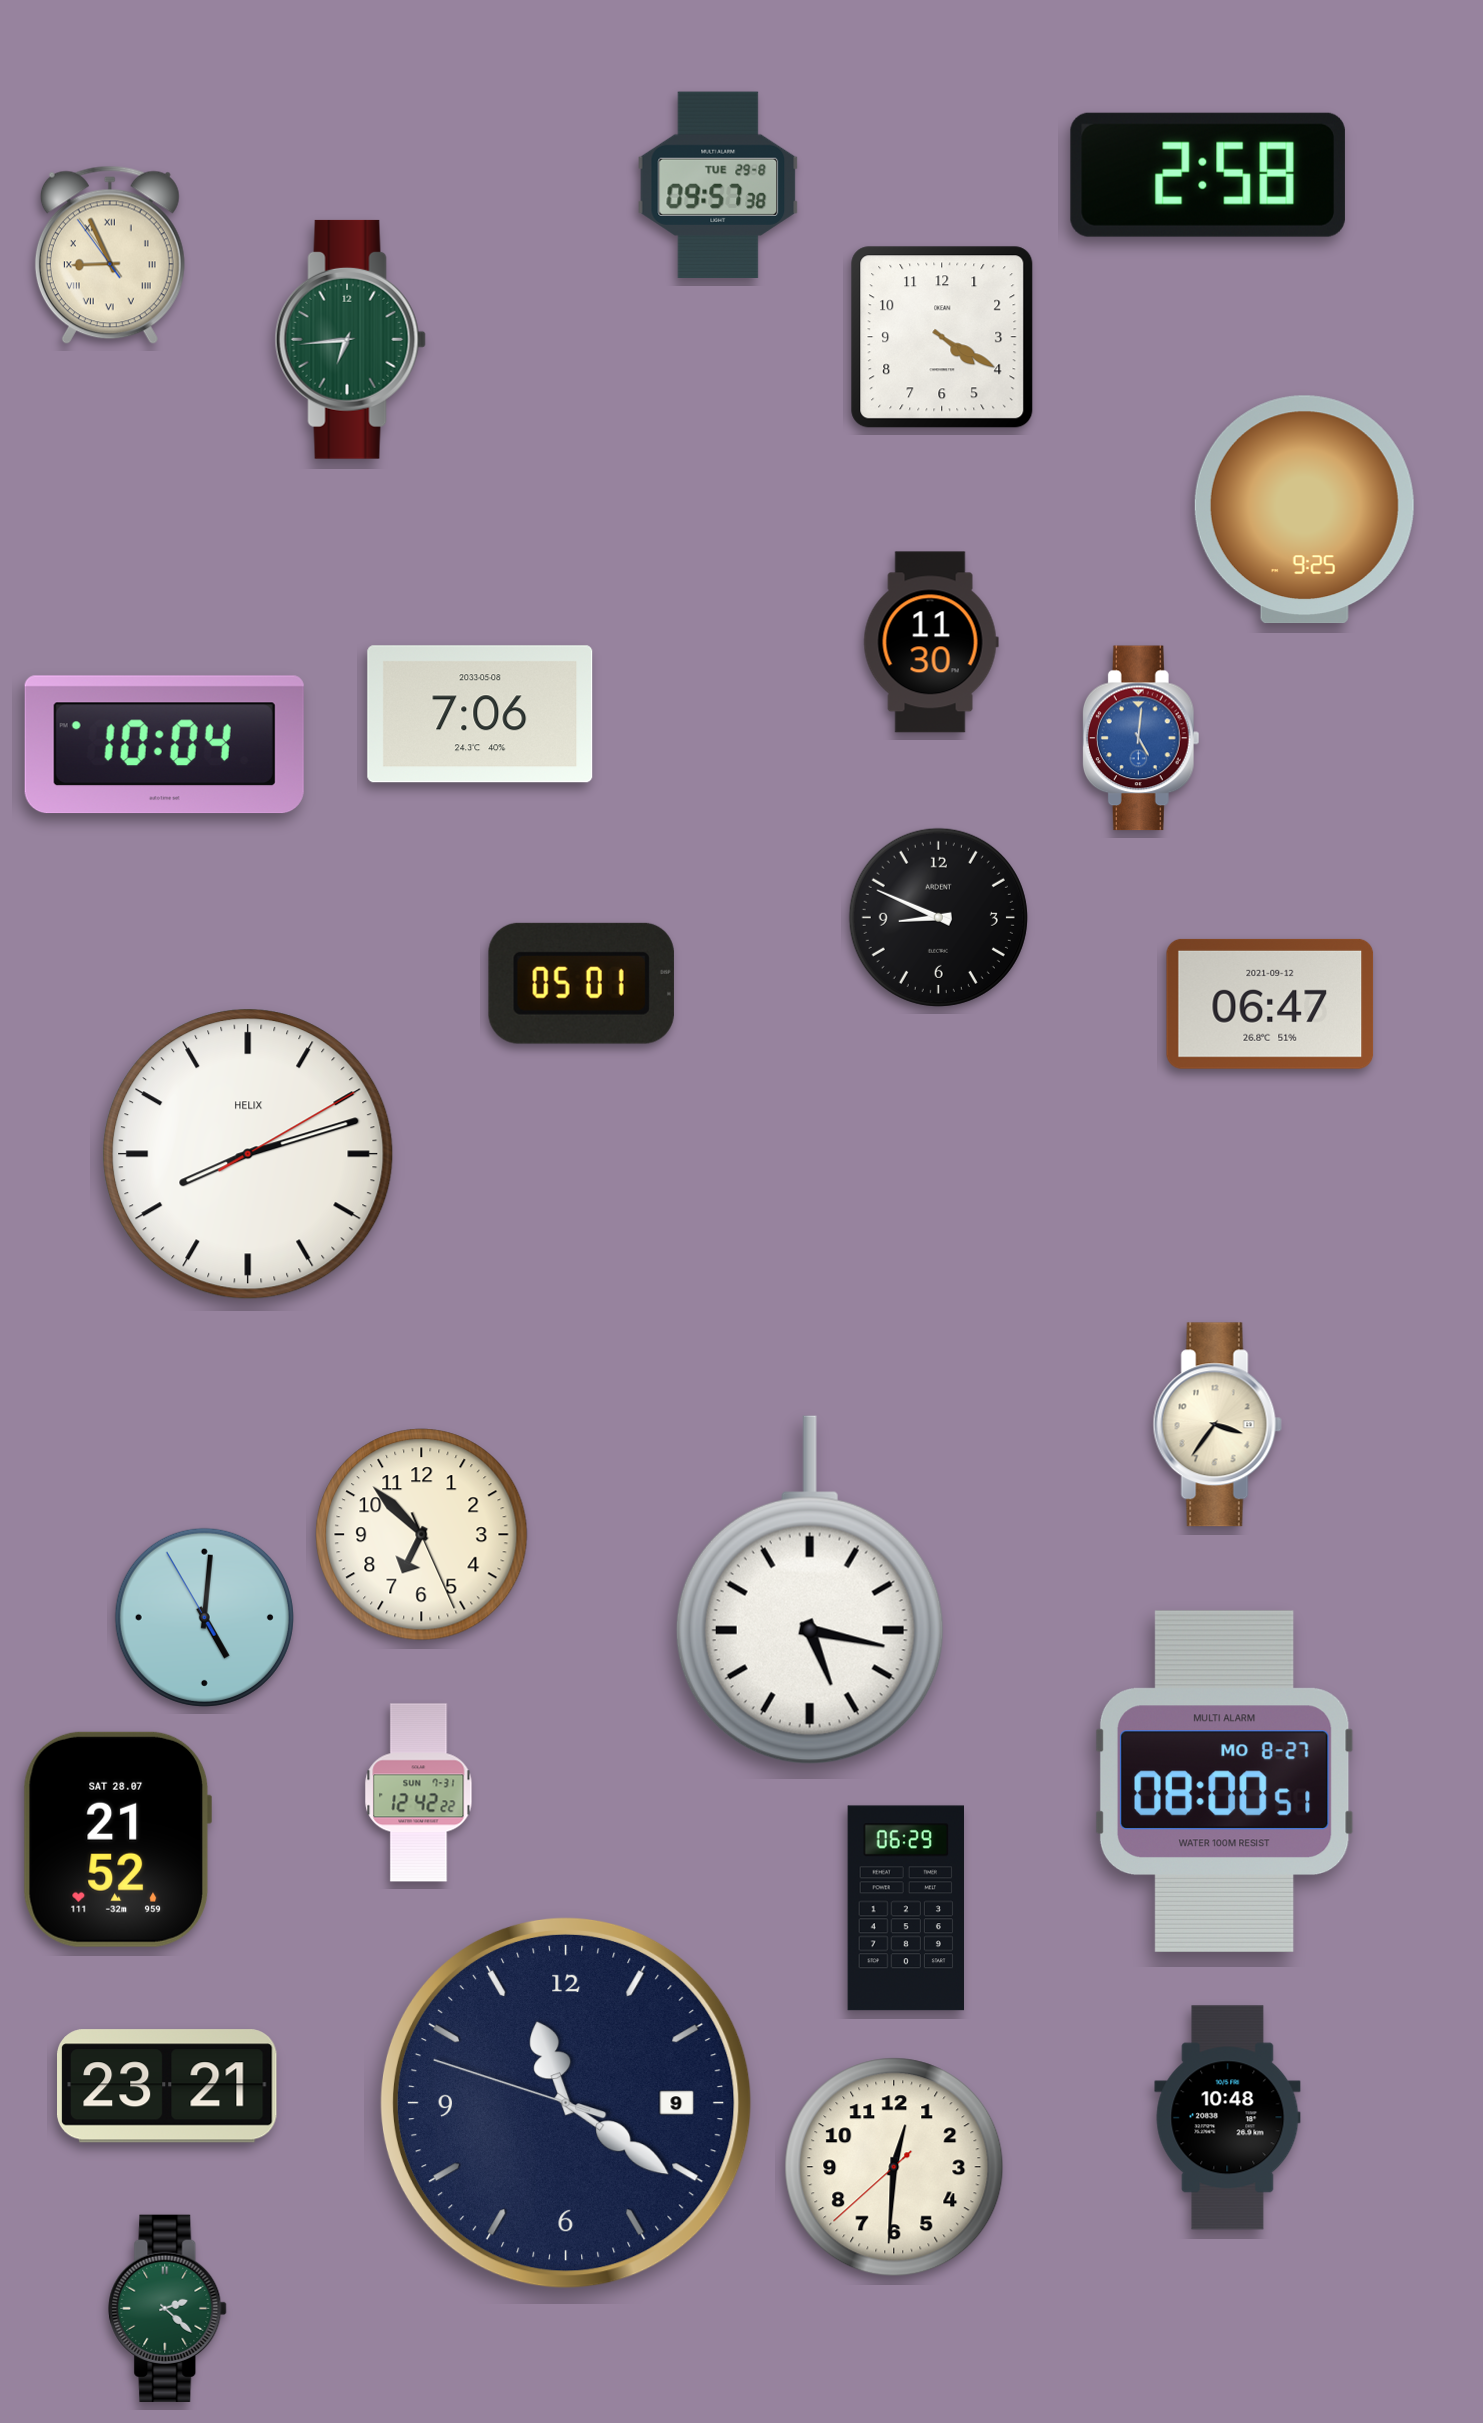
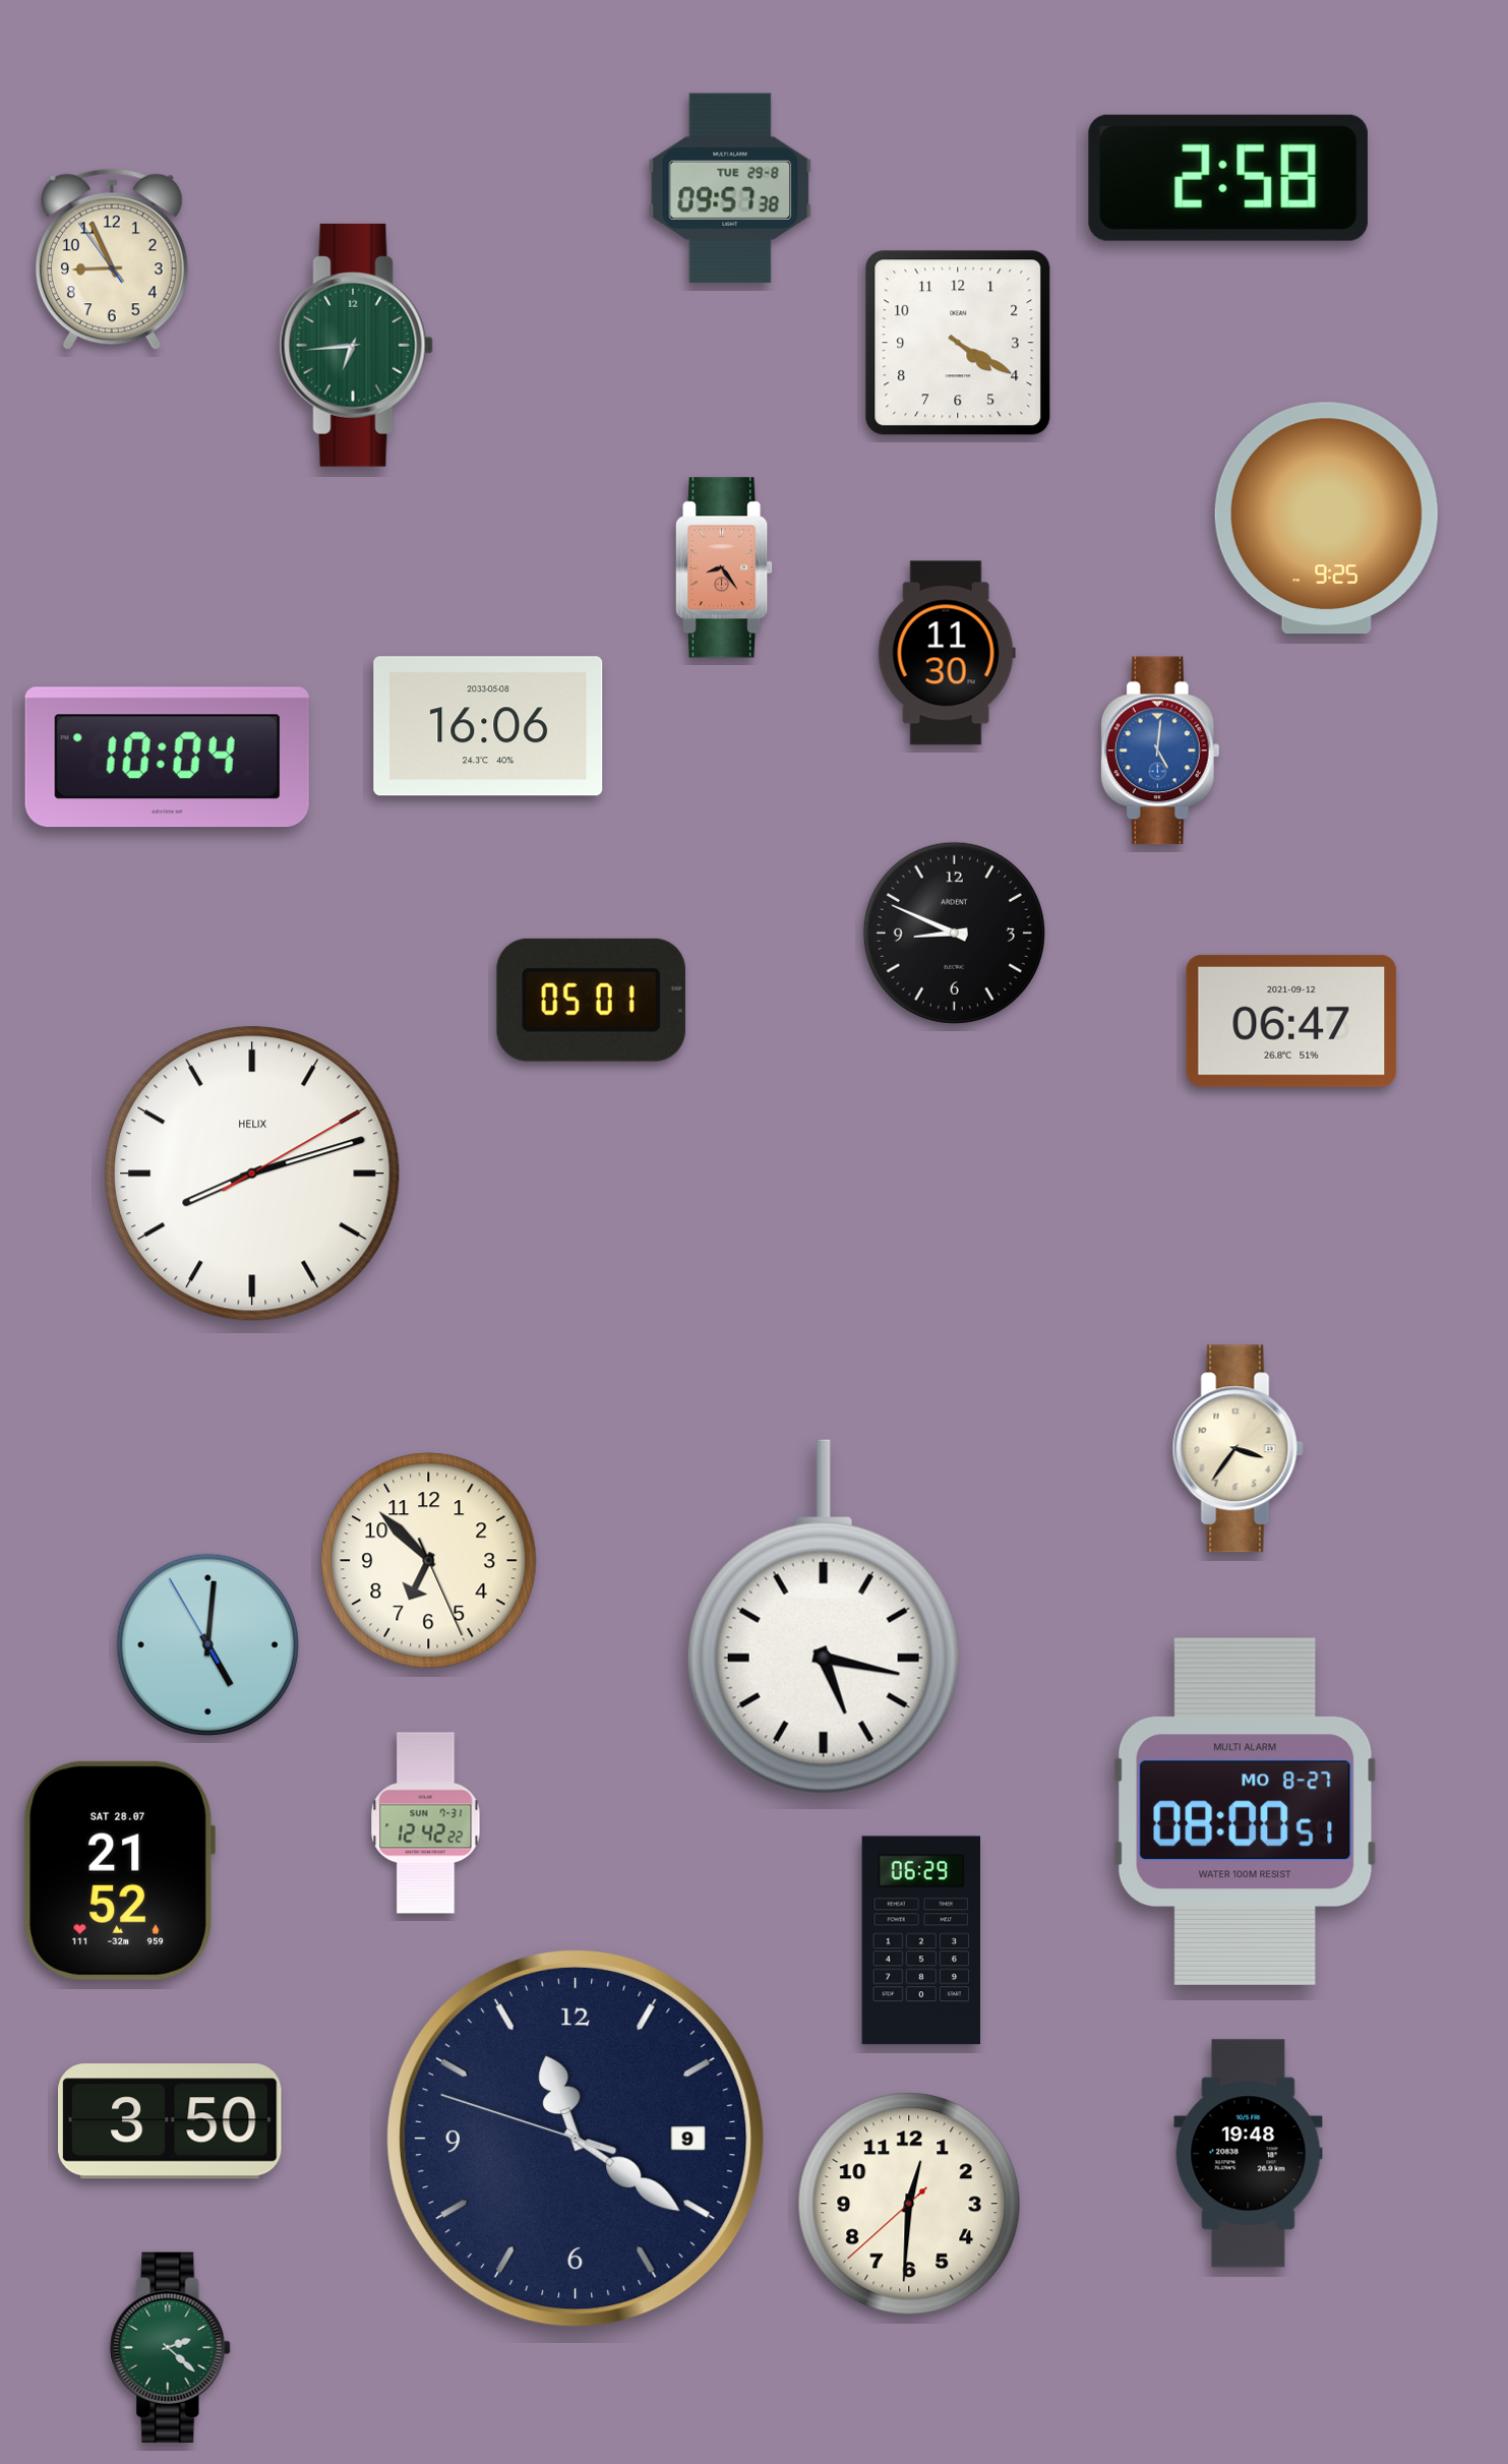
clock at (110, 255) numerals: Roman -> Arabic
clock at (724, 567): none -> 8:24
clock at (480, 714): 7:06 -> 16:06
clock at (168, 2086): 23:21 -> 3:50
clock at (1228, 2118): 10:48 -> 19:48
